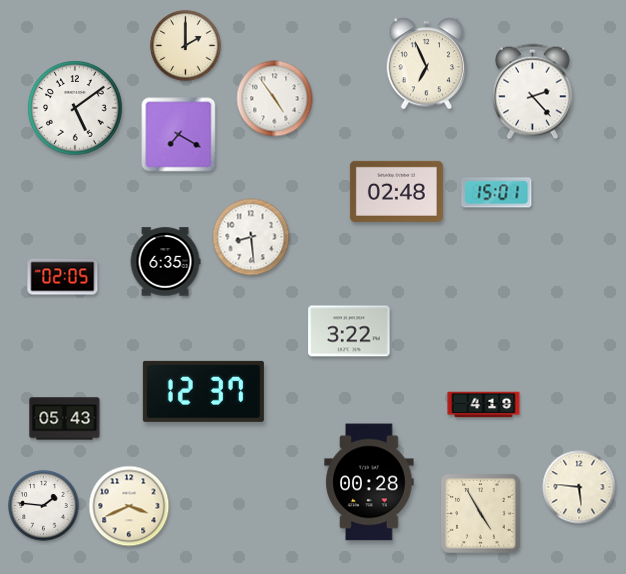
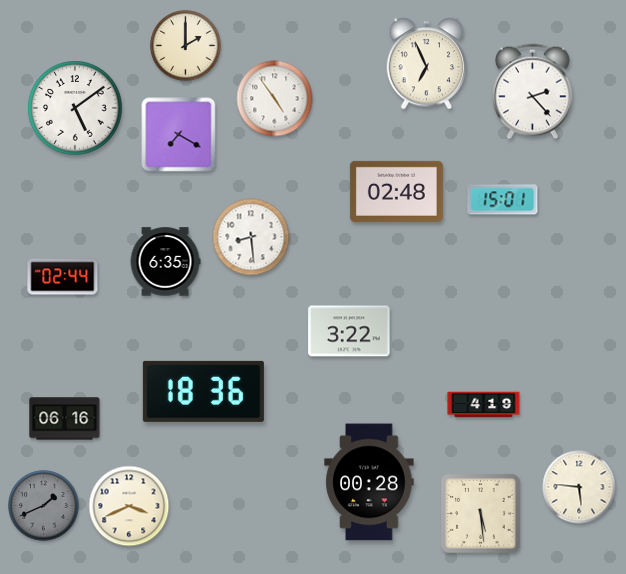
clock at (497, 193) position: (497, 193) -> (503, 200)
clock at (63, 277): 02:05 -> 02:44
clock at (203, 391): 12:37 -> 18:36
clock at (65, 419): 05:43 -> 06:16
clock at (44, 506): 1:46 -> 1:41
clock at (44, 506) dial: white -> grey
clock at (481, 514): 4:55 -> 5:29
